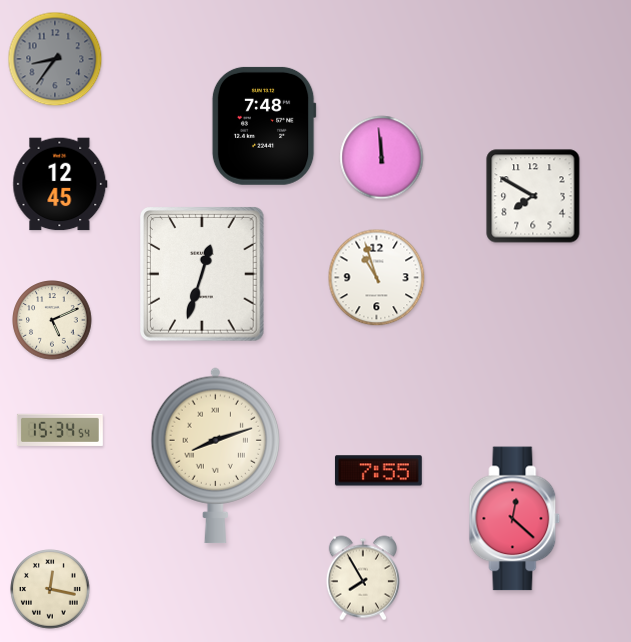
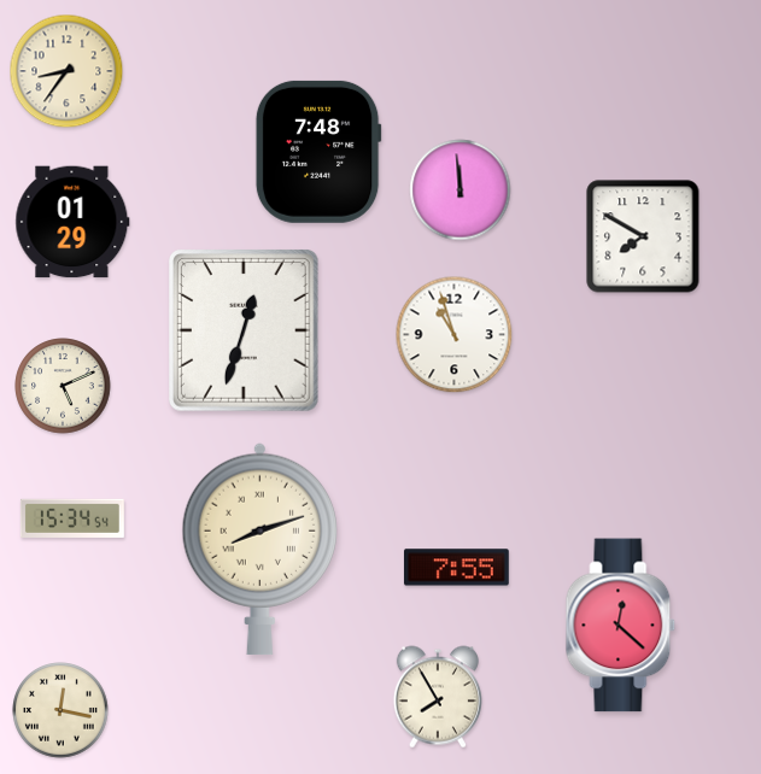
clock at (55, 59) dial: grey -> cream
clock at (60, 184): 12:45 -> 01:29
